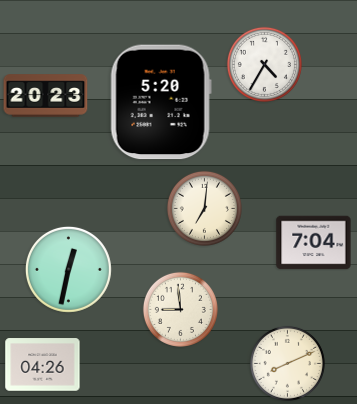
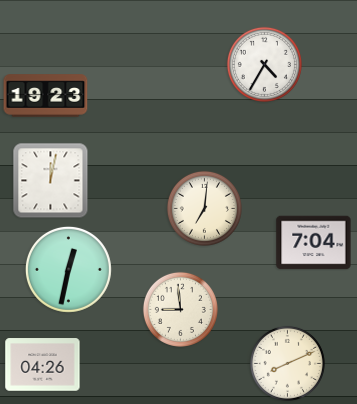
clock at (46, 96): 20:23 -> 19:23
clock at (161, 102): 5:20 -> none
clock at (51, 181): none -> 12:02
